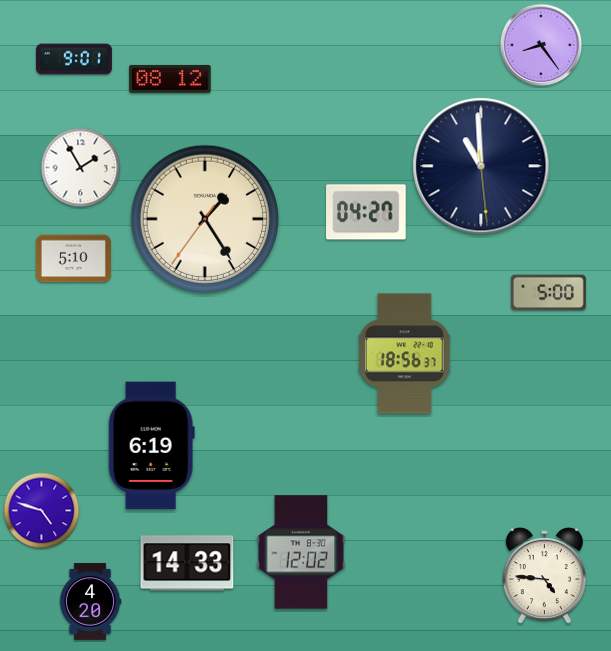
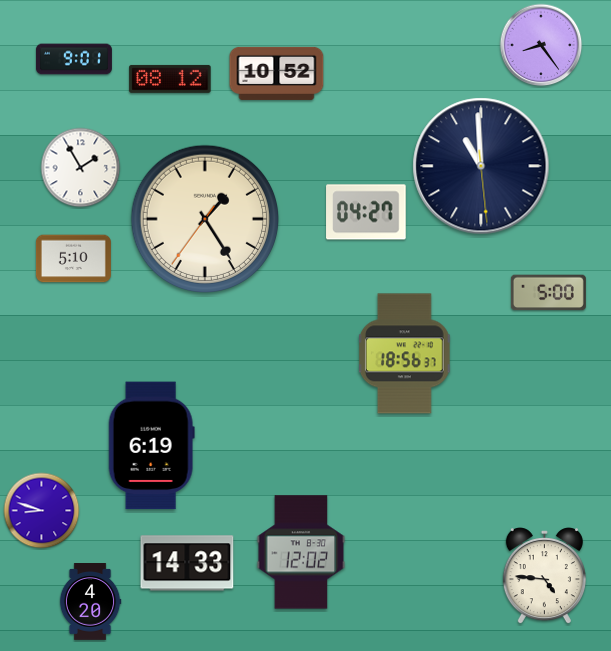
clock at (277, 73): none -> 10:52
clock at (42, 511): 4:48 -> 8:48
